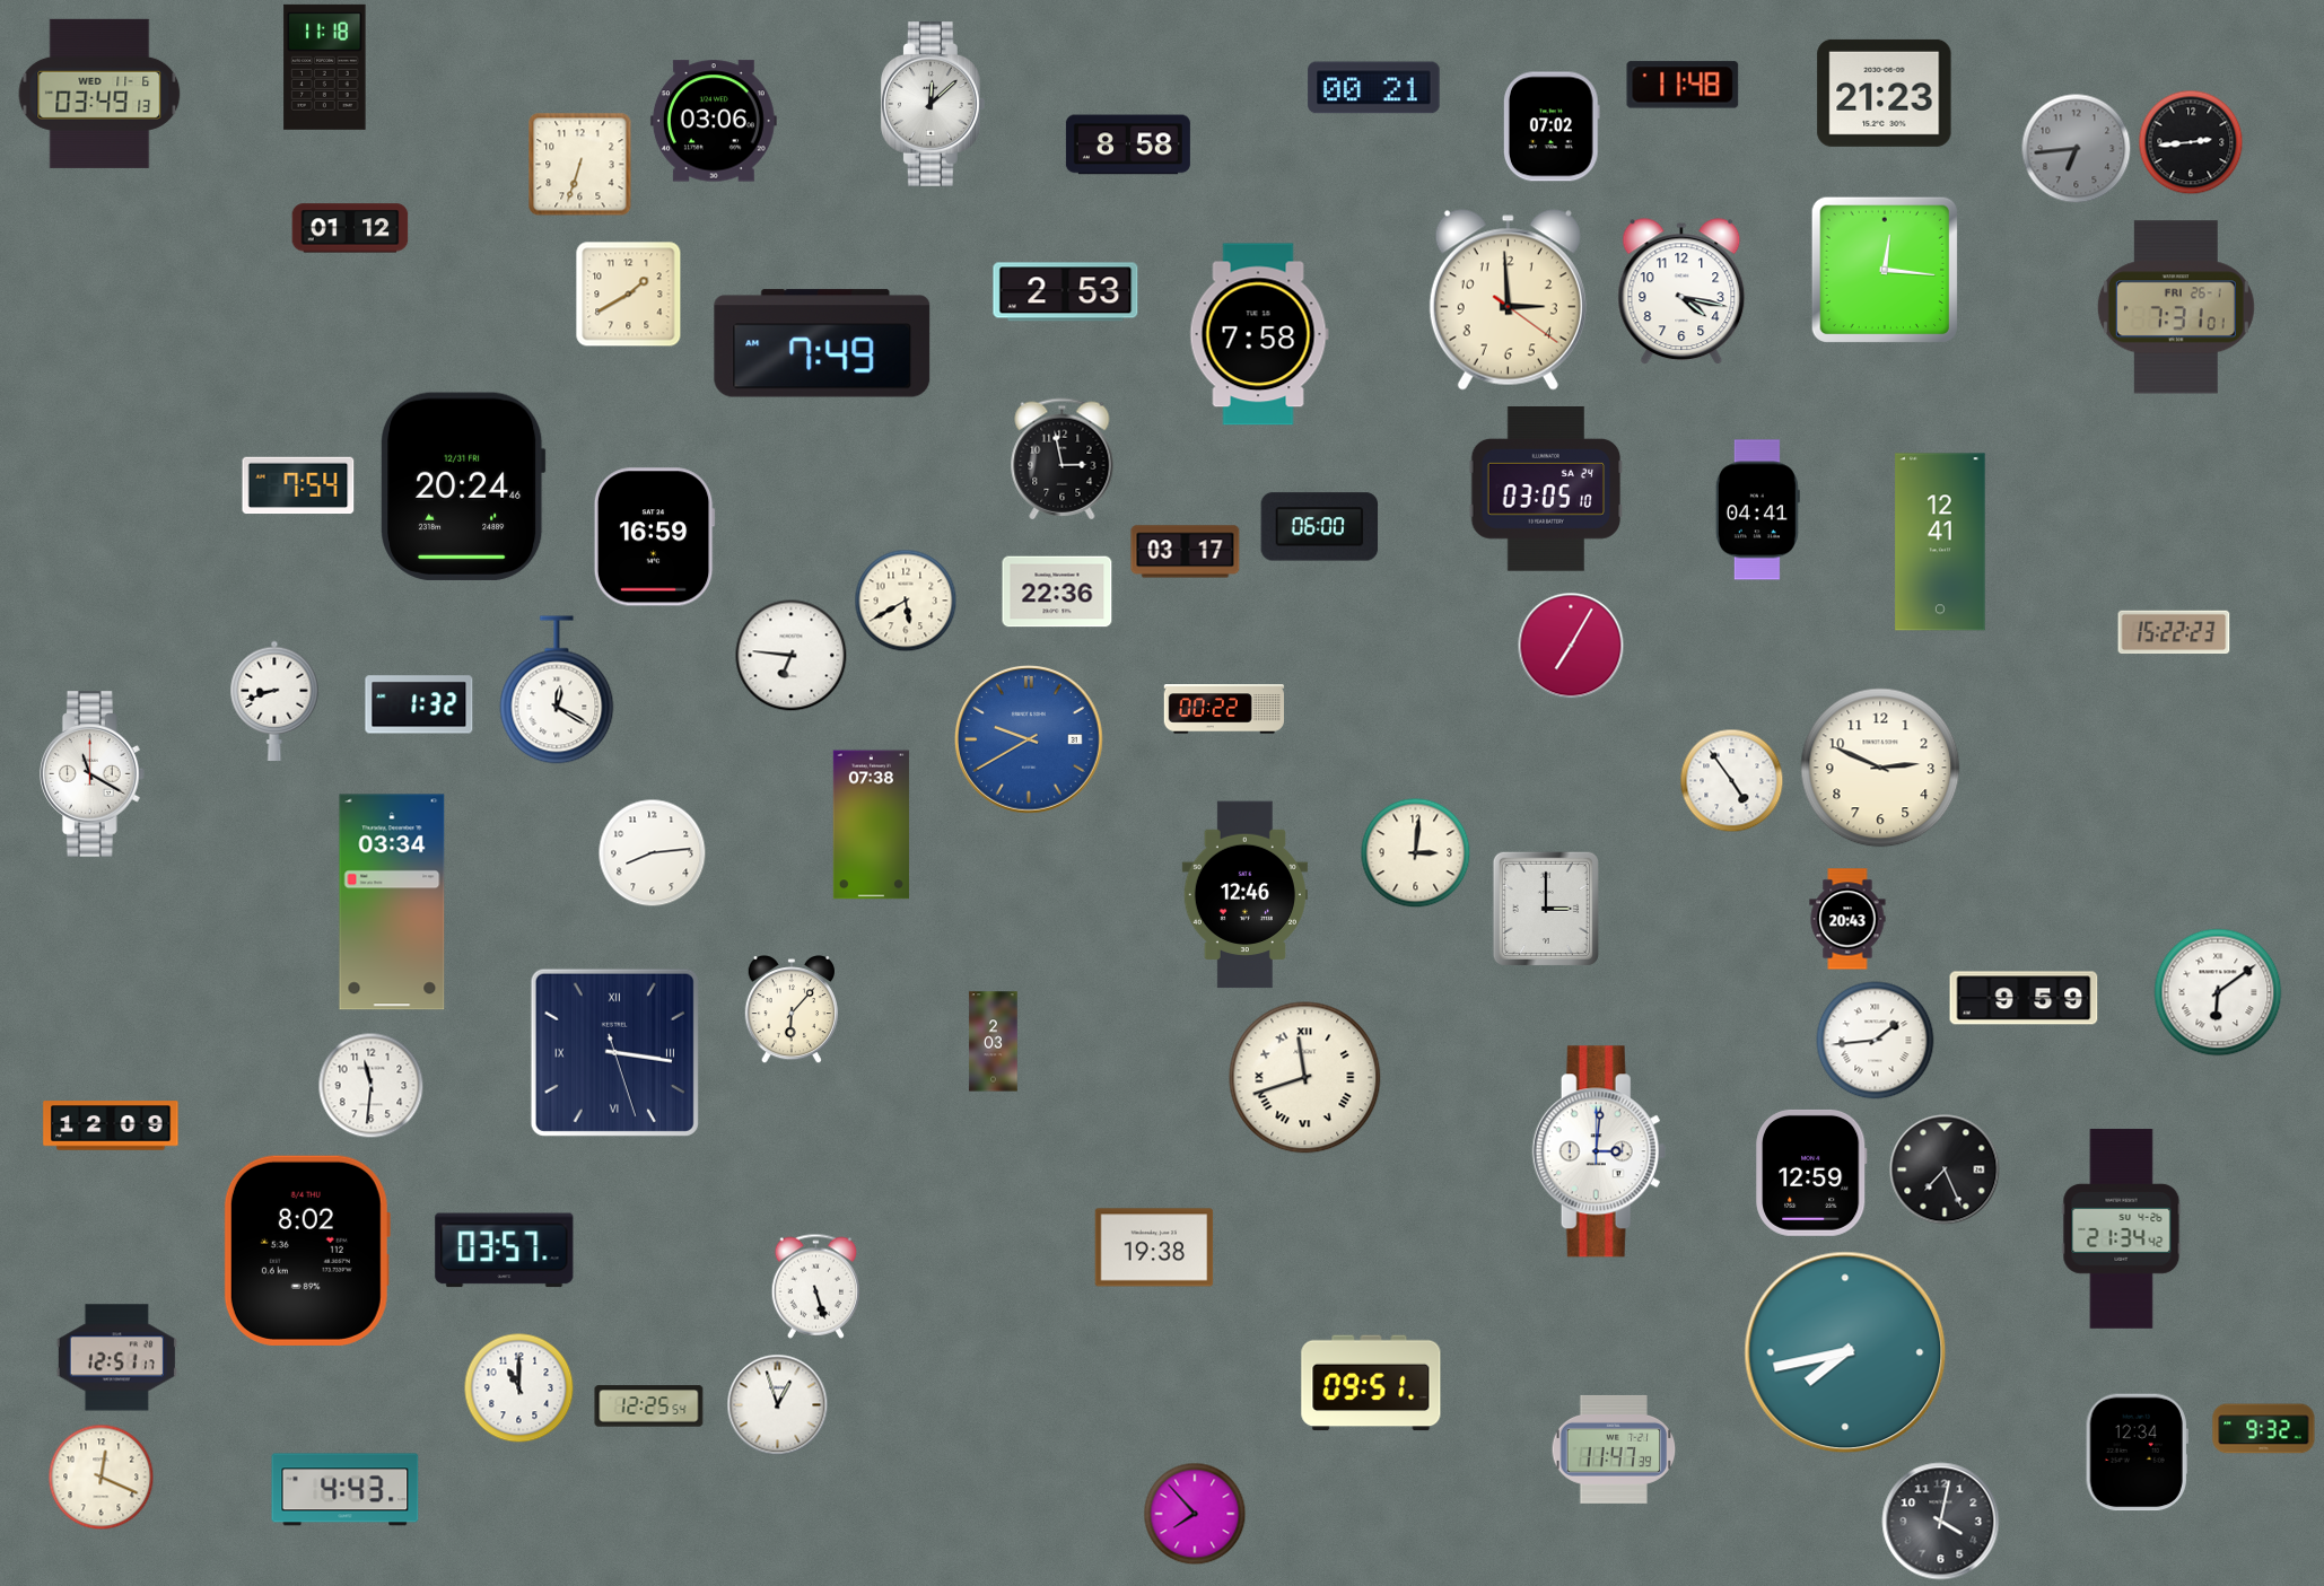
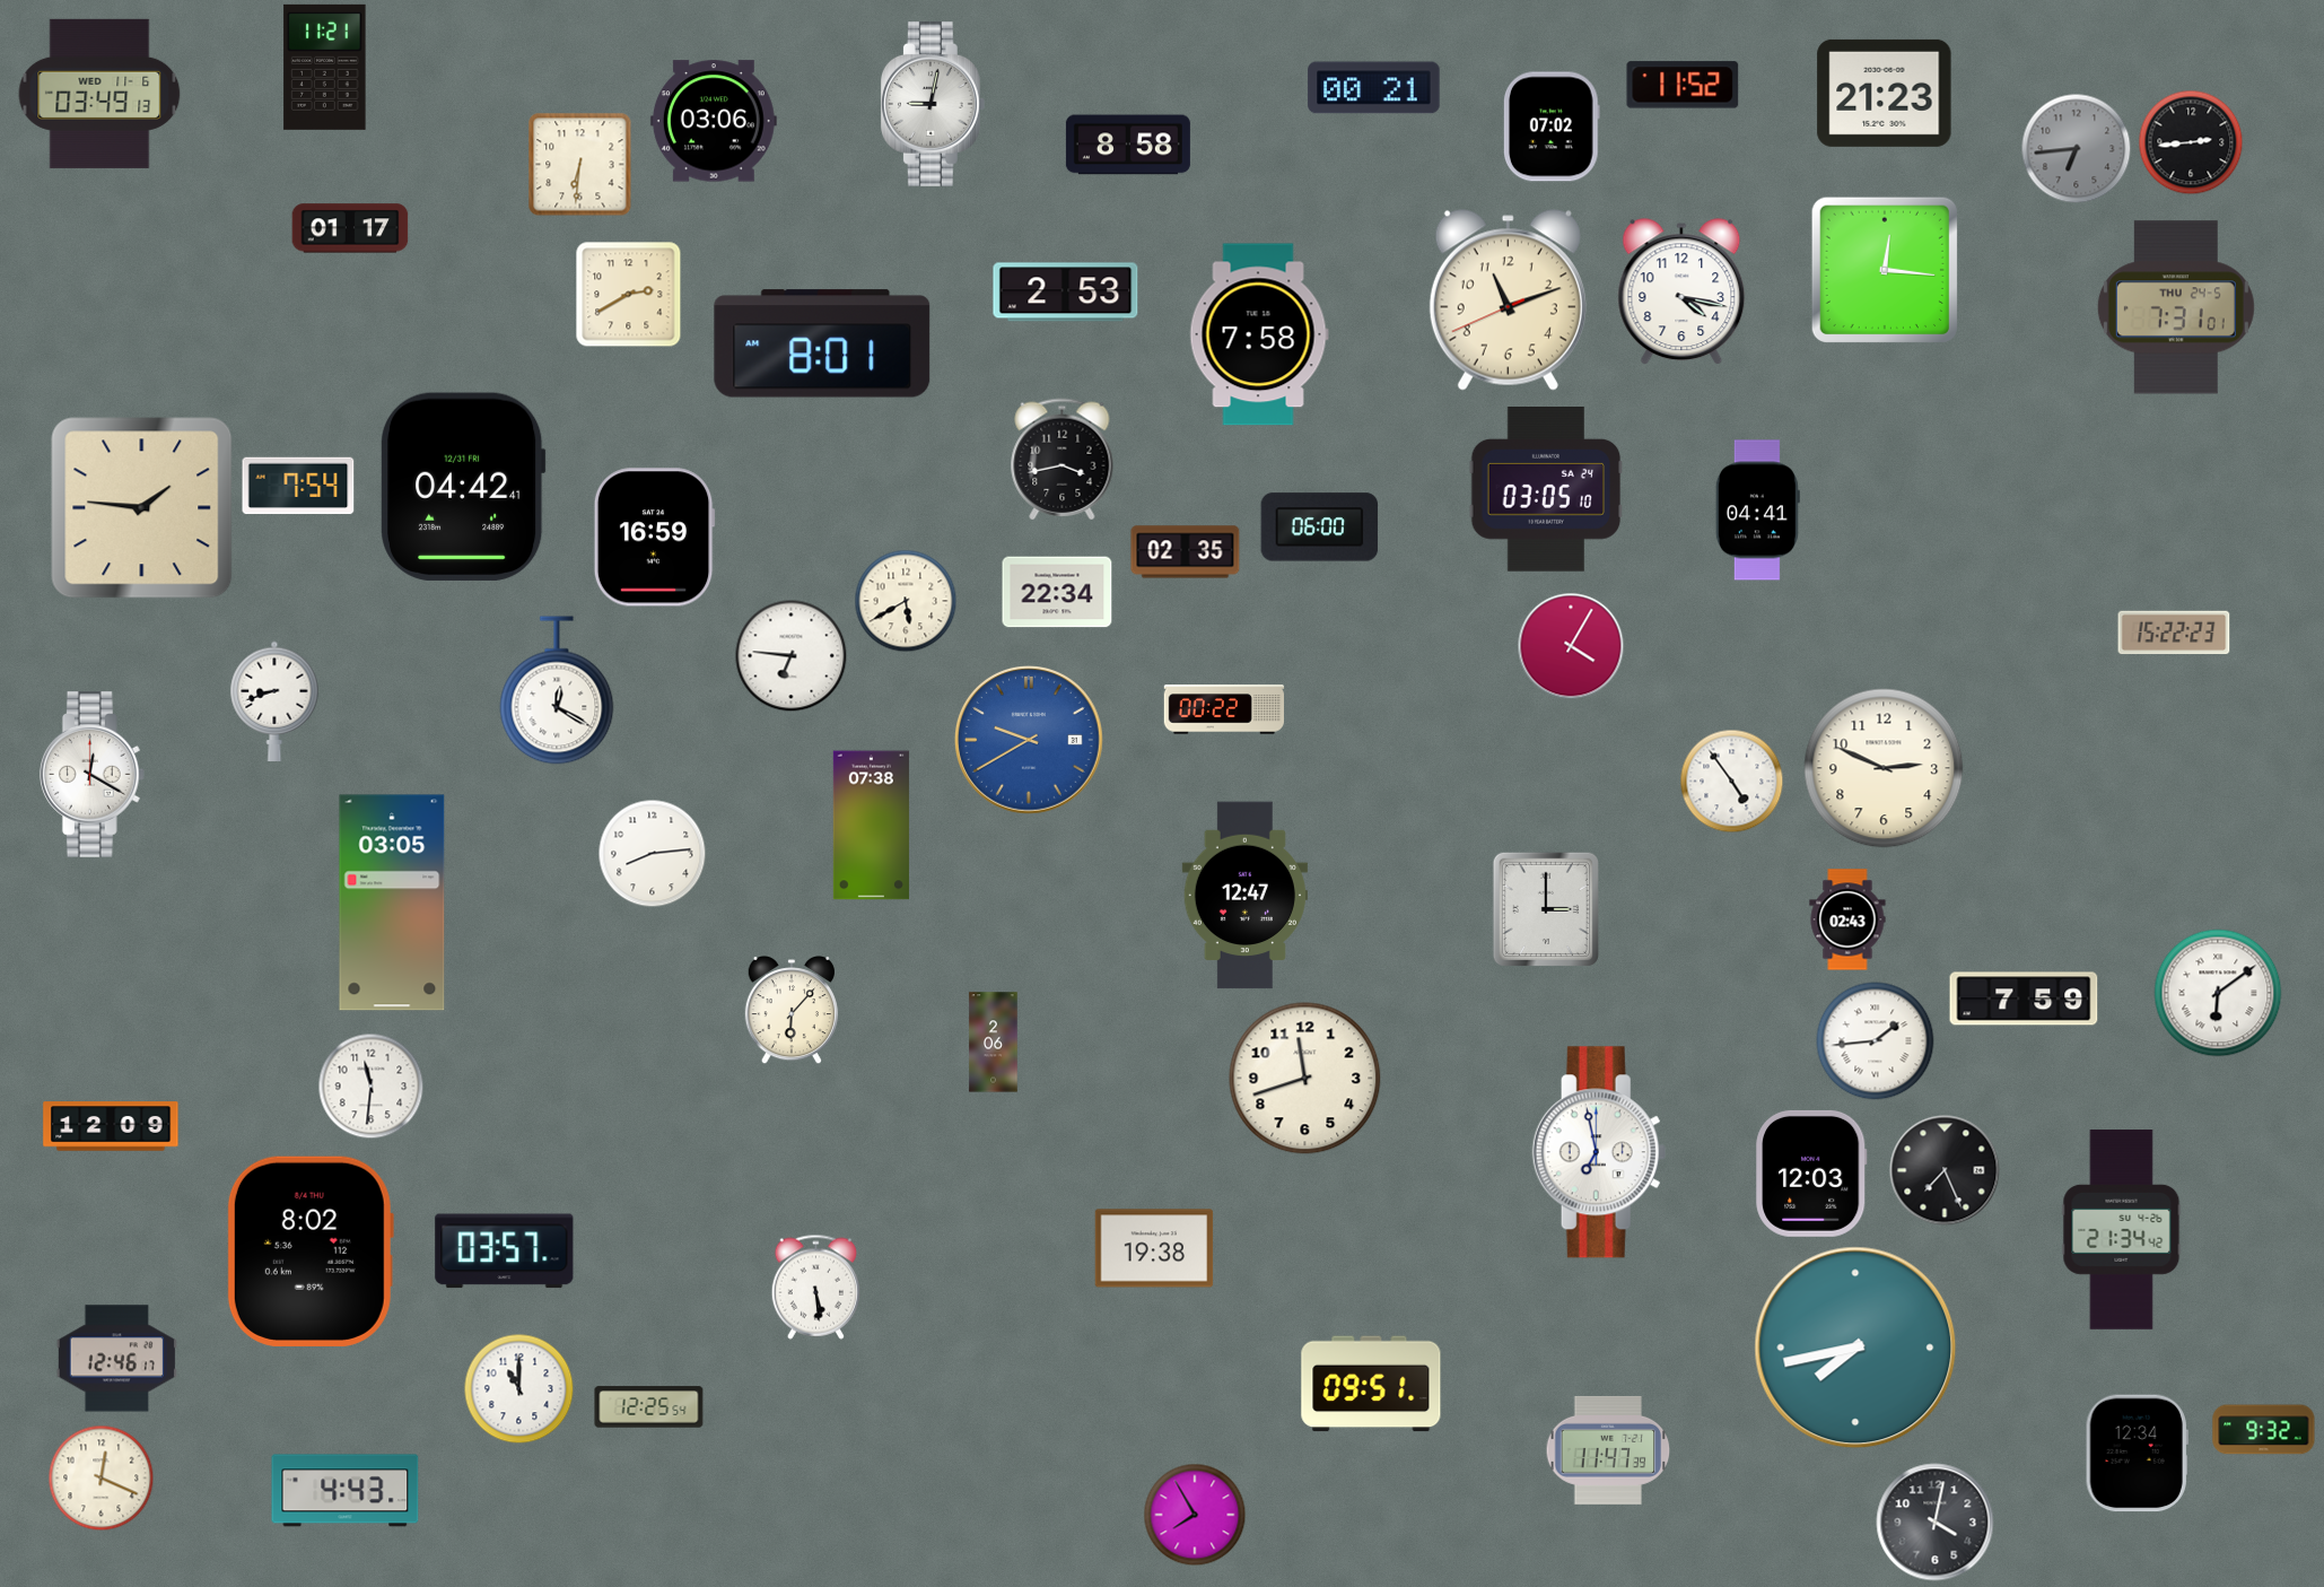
clock at (325, 67): 11:18 -> 11:21
clock at (1683, 85): 11:48 -> 11:52
clock at (933, 105): 12:08 -> 9:02
clock at (580, 165): 6:33 -> 6:31
clock at (350, 228): 01:12 -> 01:17
clock at (629, 295): 1:40 -> 2:40
clock at (1508, 300): 2:59 -> 11:11
clock at (2176, 307) date: FRI 26-1 -> THU 24-5
clock at (822, 343): 7:49 -> 8:01
clock at (1063, 459): 2:58 -> 3:43
clock at (463, 487): 20:24 -> 04:42
clock at (142, 508): none -> 1:46
clock at (1940, 542): 12:41 -> none
clock at (1186, 552): 03:17 -> 02:35
clock at (1057, 592): 22:36 -> 22:34
clock at (1571, 646): 7:05 -> 4:05
clock at (419, 704): 1:32 -> none
clock at (1880, 768) position: (1880, 768) -> (1884, 768)
clock at (91, 774): 11:20 -> 12:20
clock at (1416, 853): 3:01 -> none
clock at (1244, 895): 12:46 -> 12:47
clock at (392, 902): 03:34 -> 03:05
clock at (1847, 919): 20:43 -> 02:43
clock at (2024, 998): 9:59 -> 7:59
clock at (994, 1042): 2:03 -> 2:06
clock at (614, 1052): 3:16 -> none
clock at (1305, 1078) numerals: Roman -> Arabic
clock at (1599, 1151): 3:01 -> 6:58
clock at (1812, 1173): 12:59 -> 12:03
clock at (307, 1251) position: (307, 1251) -> (311, 1252)
clock at (815, 1286): 5:27 -> 5:29
clock at (1845, 1352) position: (1845, 1352) -> (1855, 1348)
clock at (116, 1358): 12:51 -> 12:46
clock at (778, 1405): 12:57 -> none
clock at (1614, 1449) position: (1614, 1449) -> (1608, 1450)
clock at (1195, 1514): 7:53 -> 7:55
clock at (1941, 1522) position: (1941, 1522) -> (1936, 1523)
